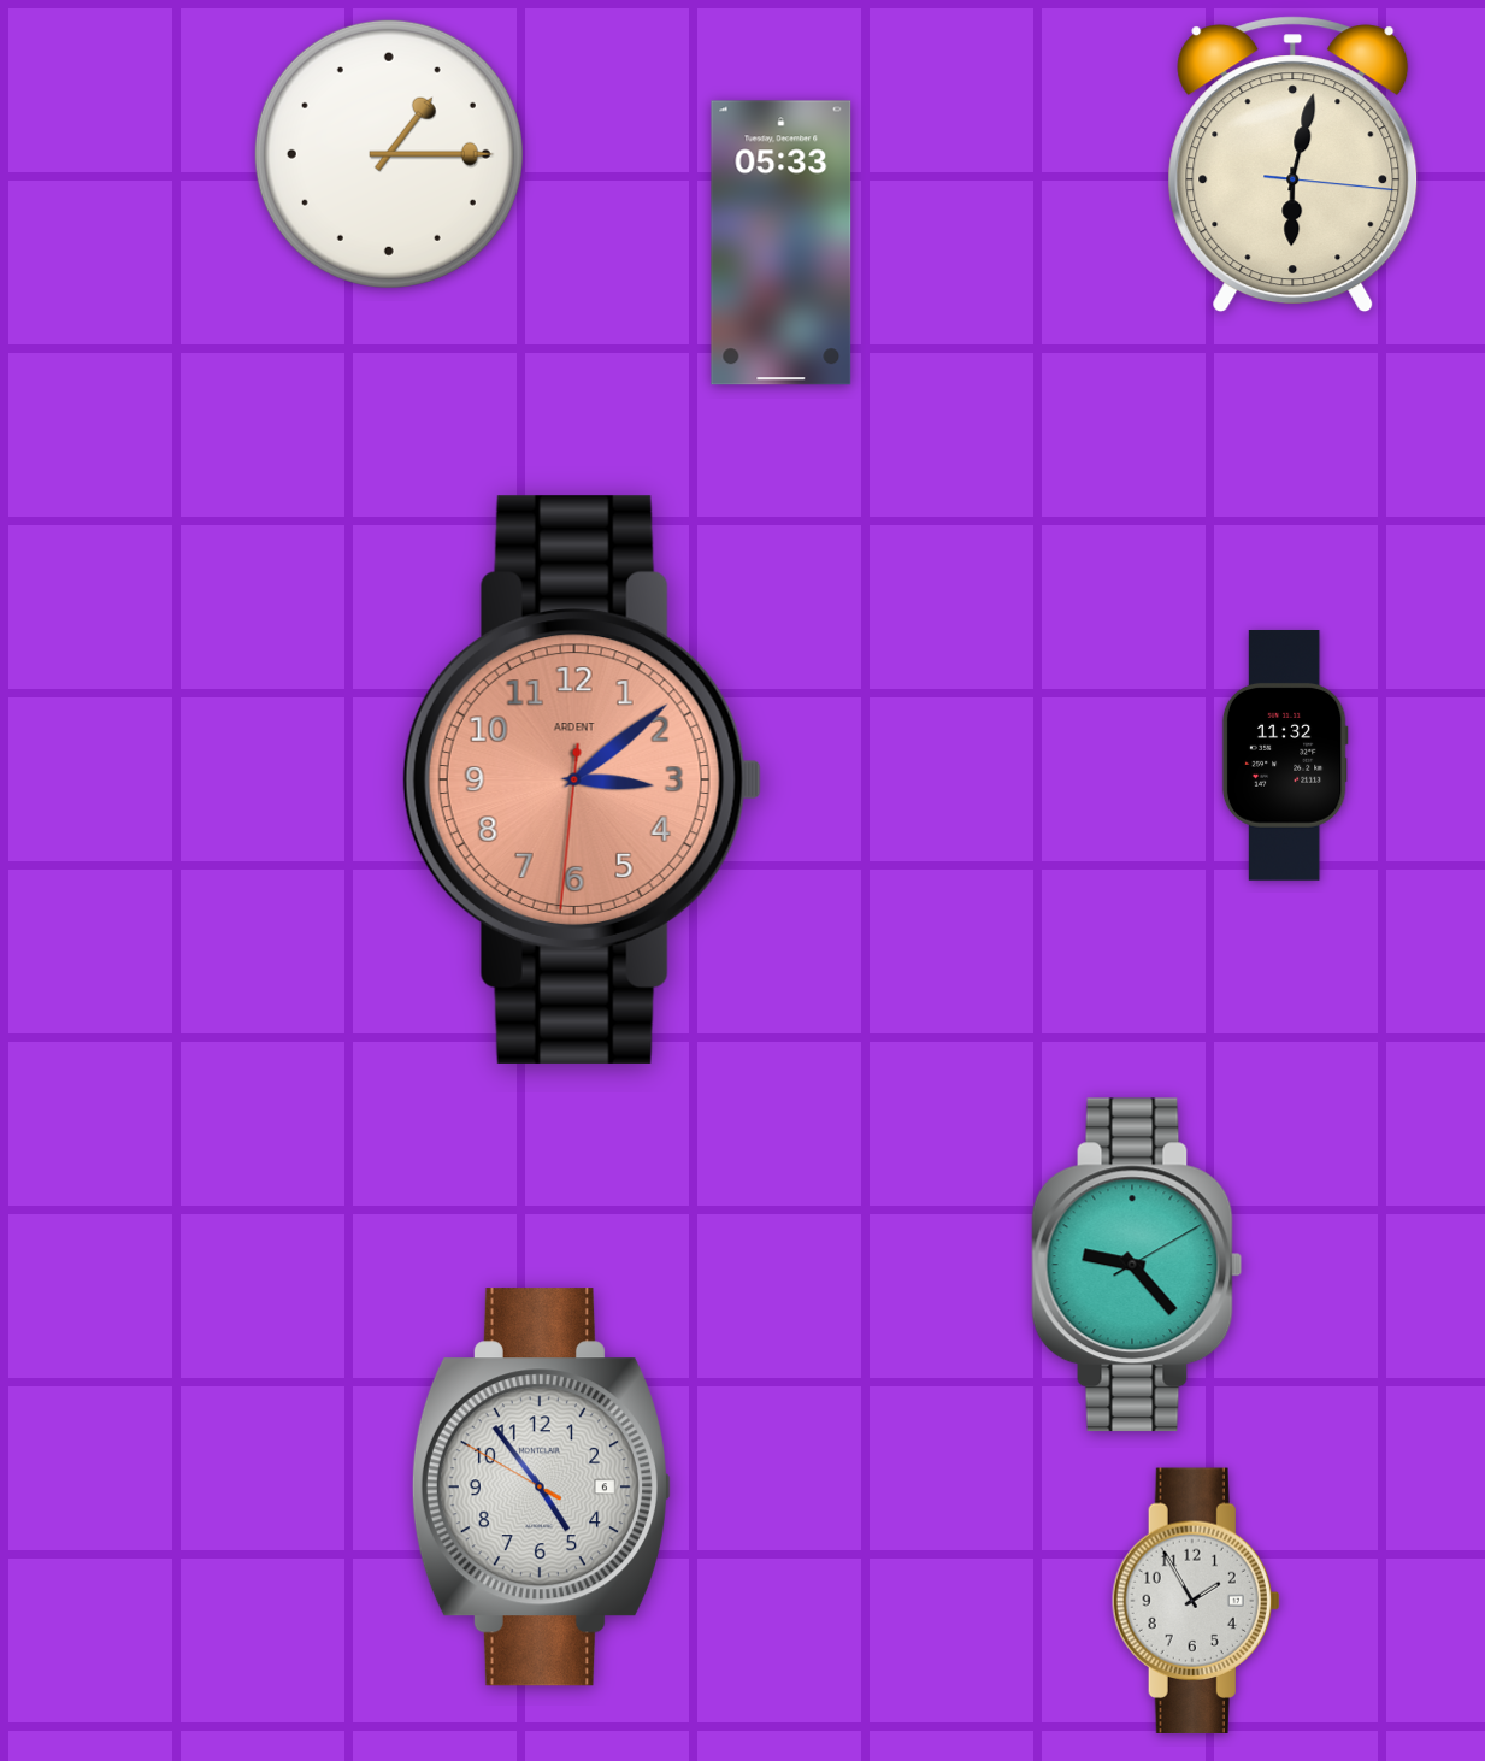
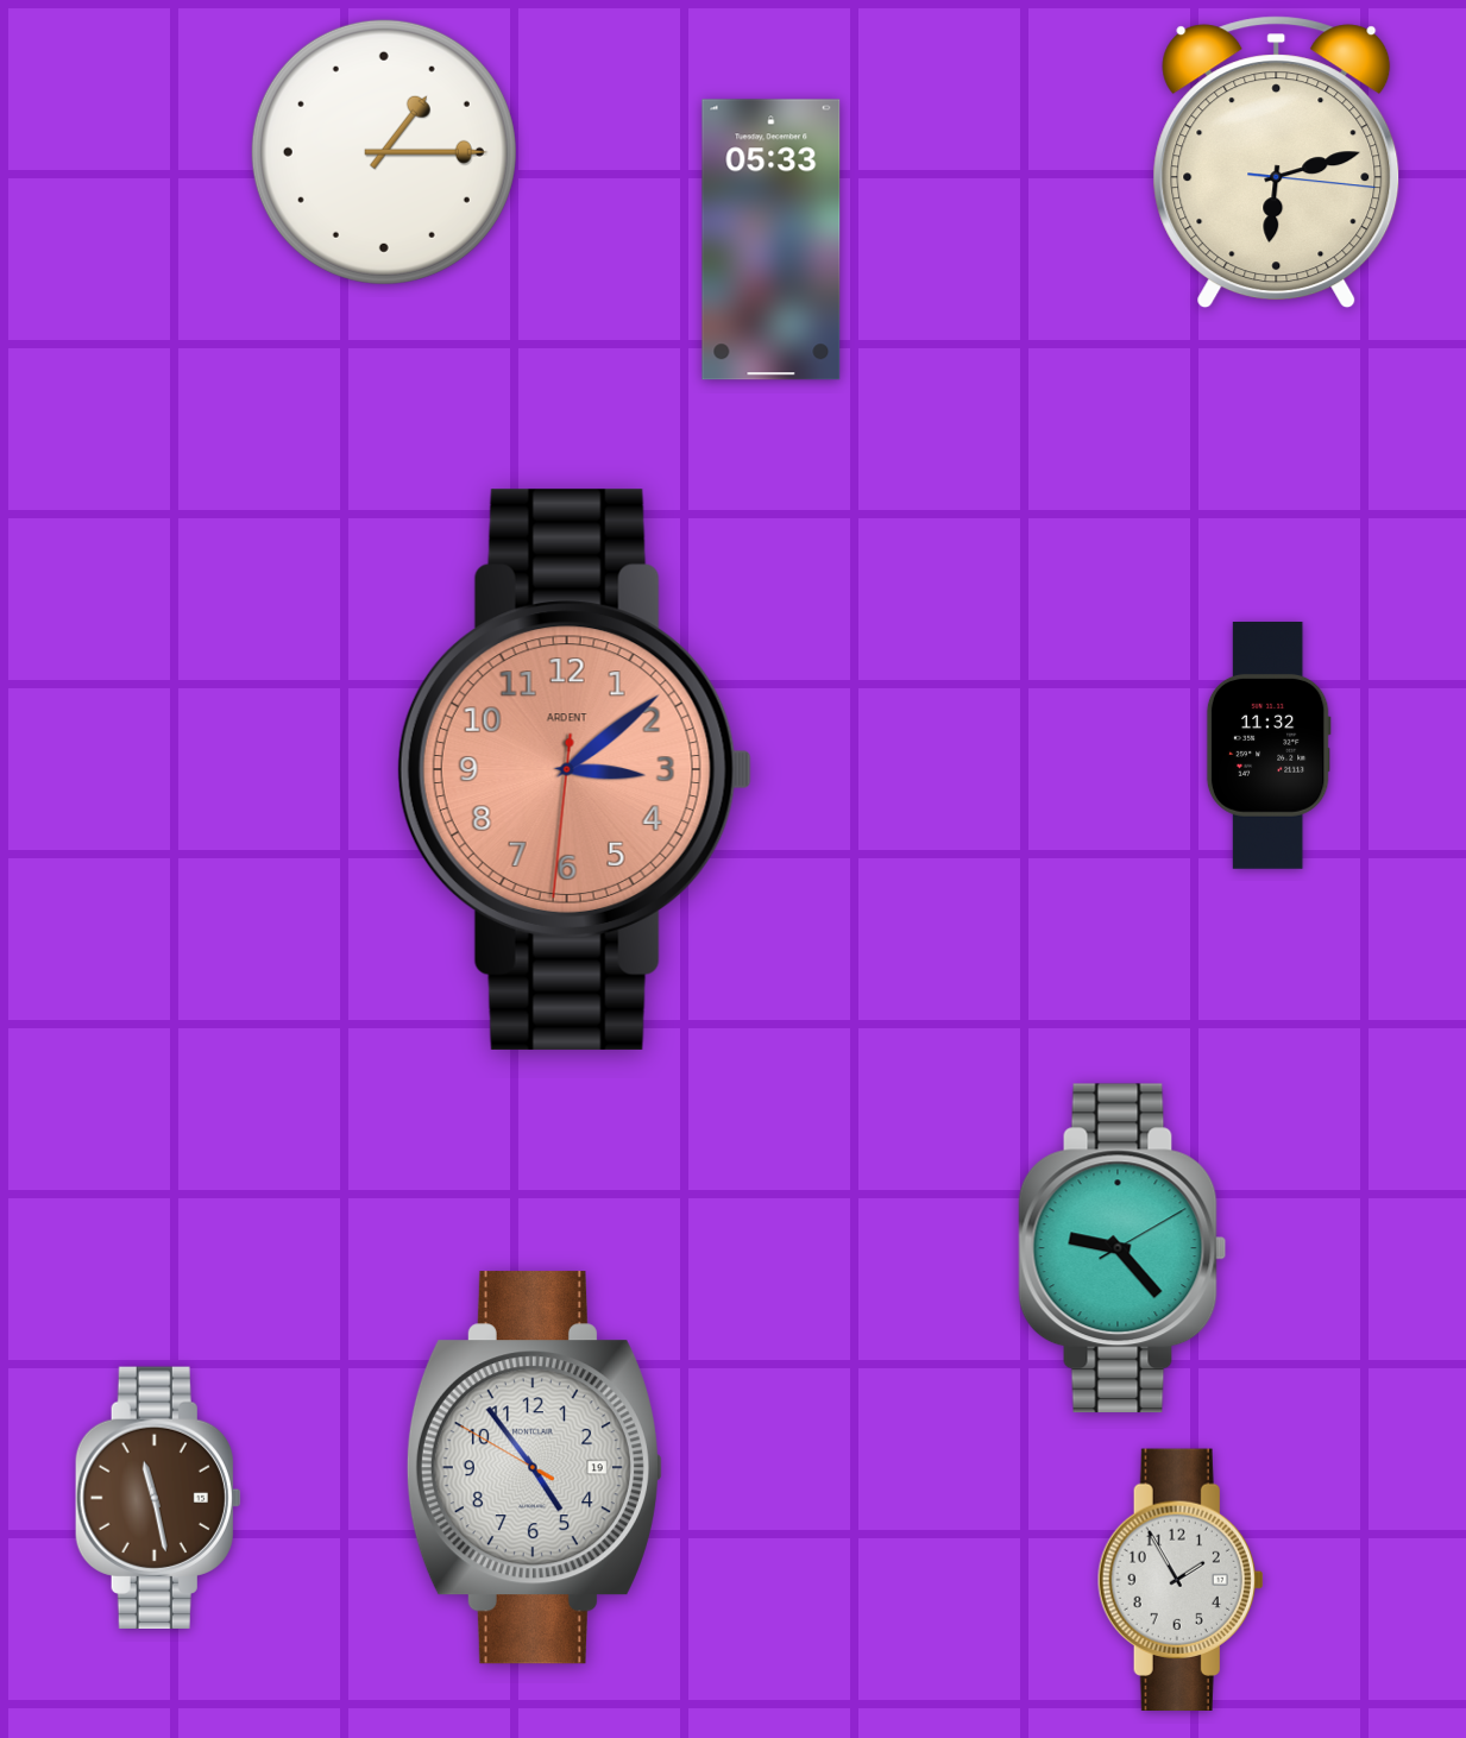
clock at (1294, 165): 6:02 -> 6:12
clock at (541, 1488) date: 6 -> 19
clock at (158, 1497): none -> 11:28
